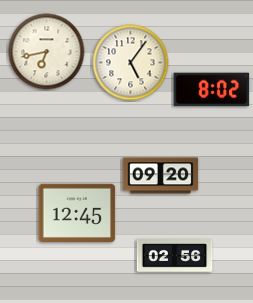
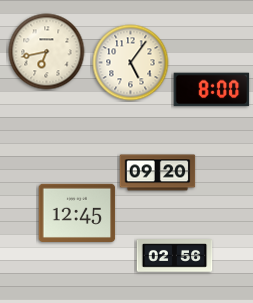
clock at (212, 90): 8:02 -> 8:00
clock at (161, 176) position: (161, 176) -> (158, 173)
